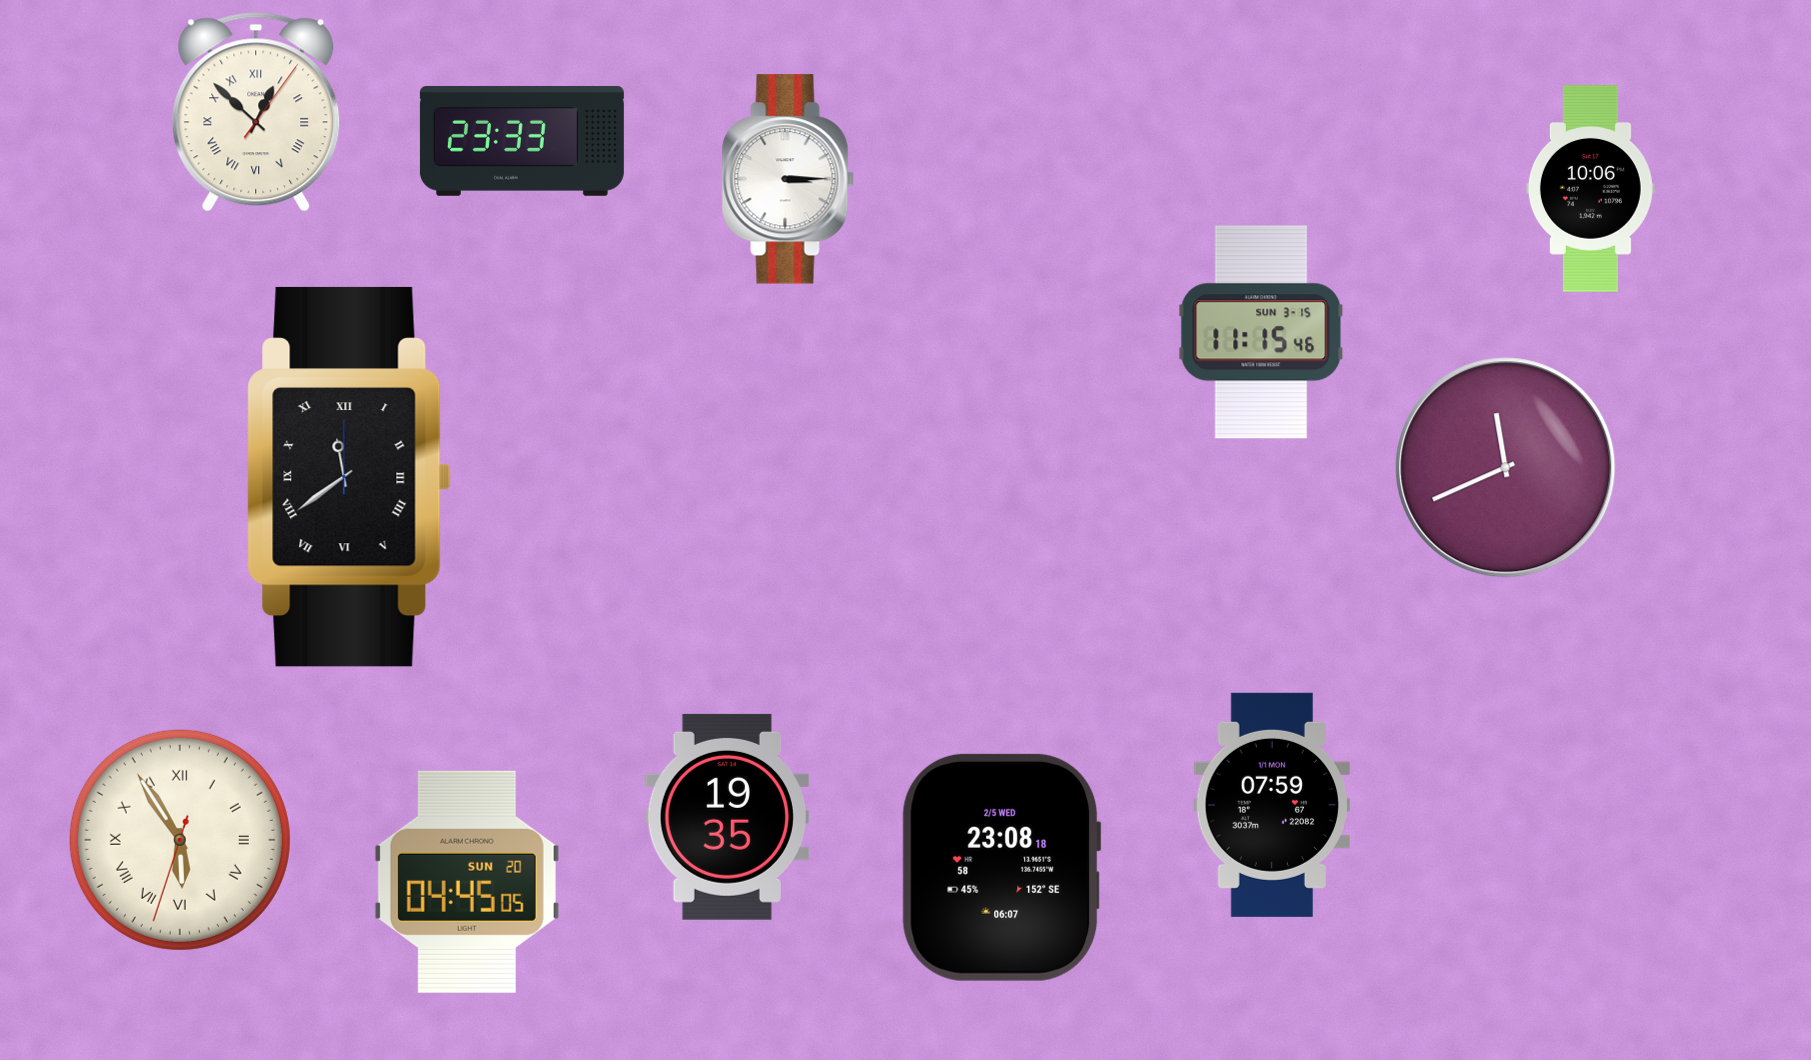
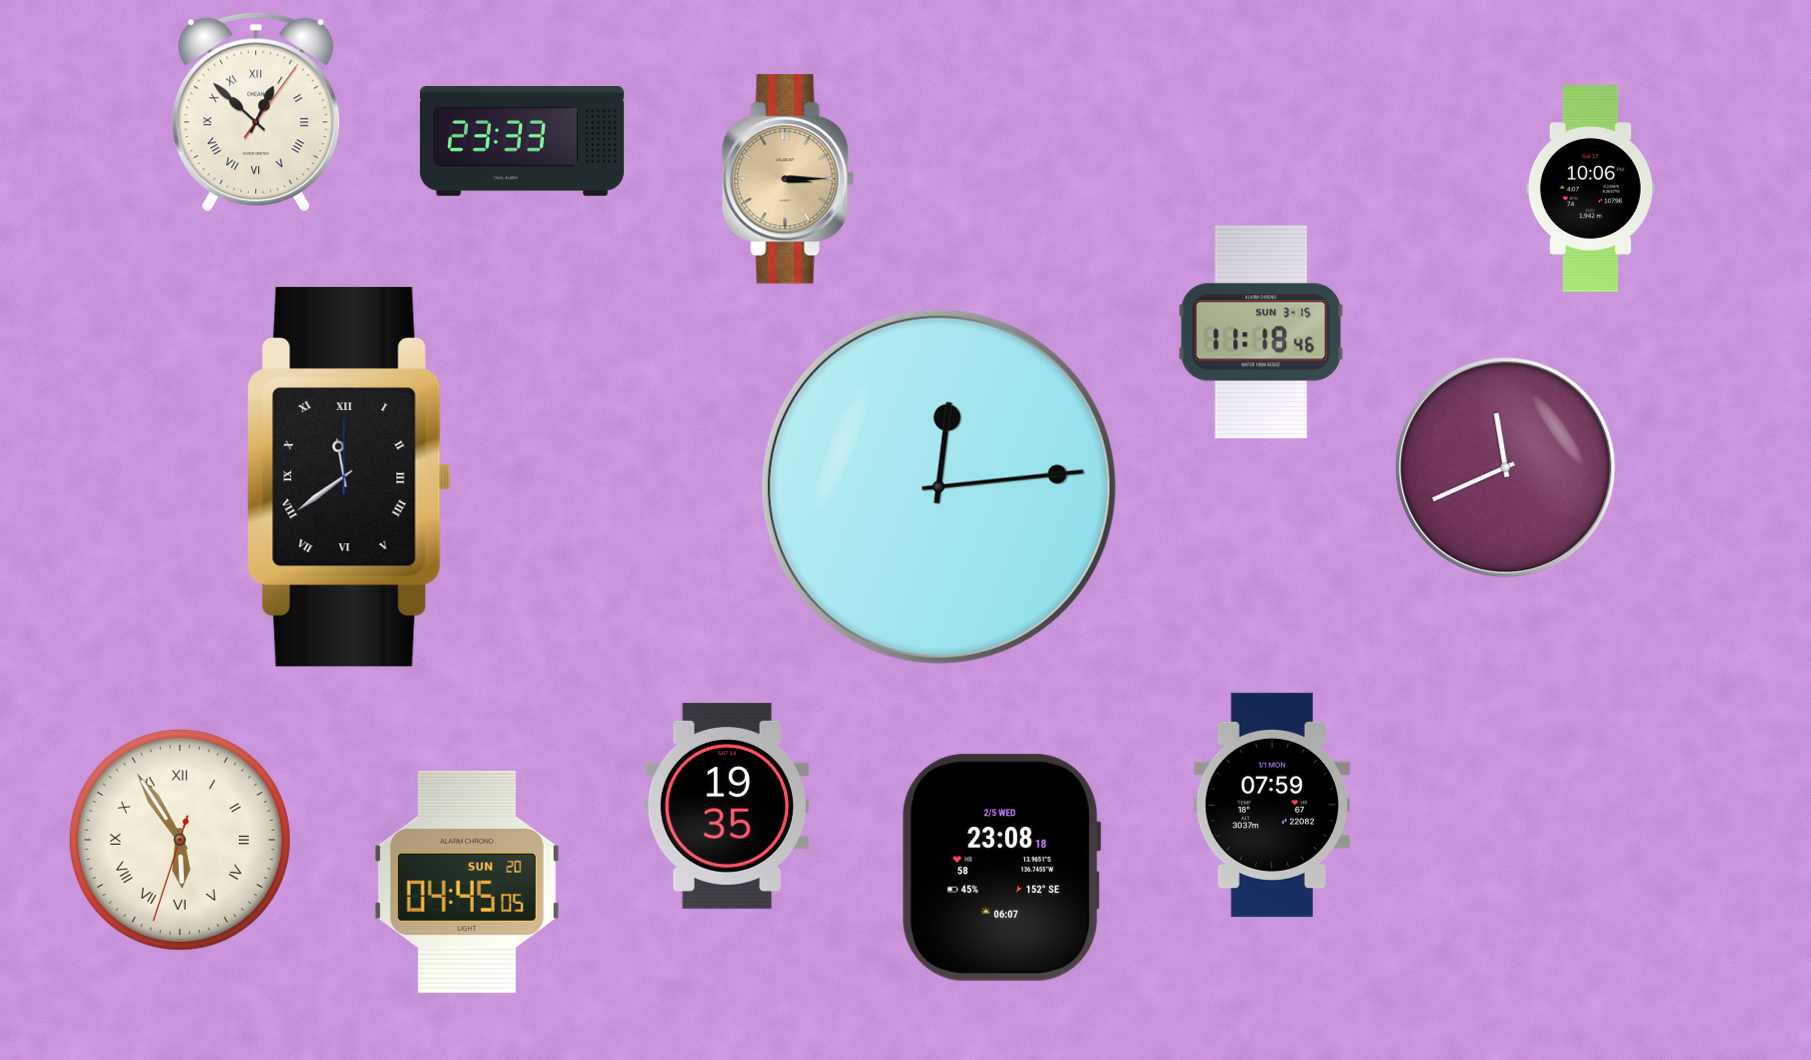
clock at (788, 179) dial: white -> champagne
clock at (1261, 332): 11:15 -> 11:18
clock at (939, 487): none -> 12:14
clock at (727, 817) position: (727, 817) -> (727, 806)
